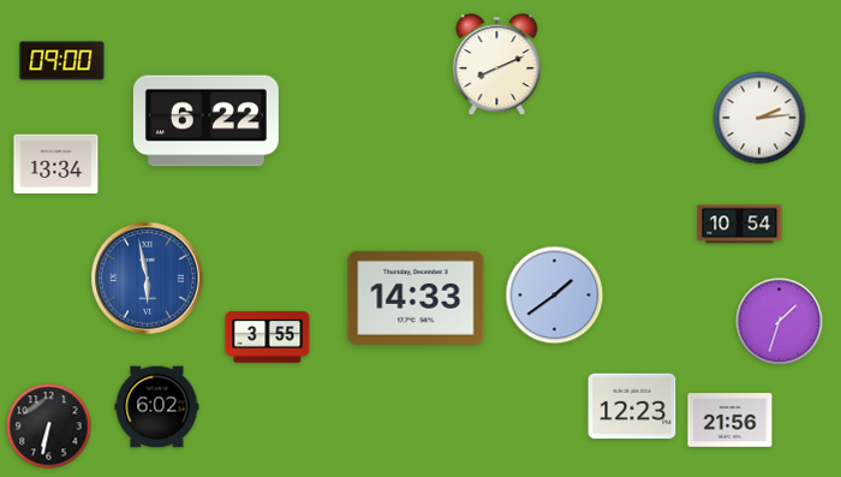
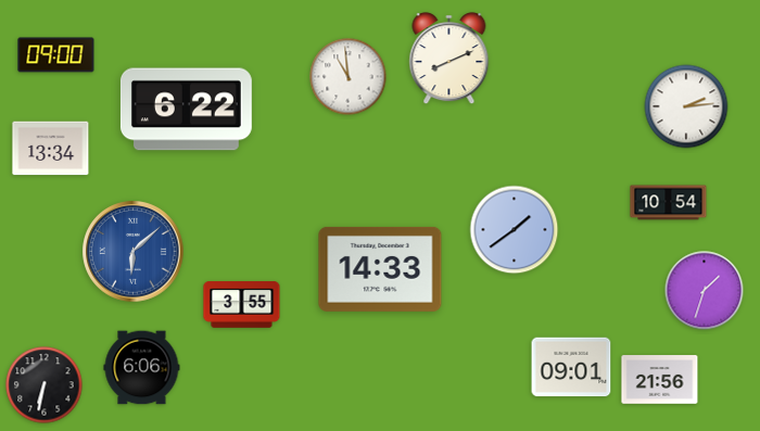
clock at (349, 77): none -> 10:59
clock at (148, 279): 5:58 -> 6:08
clock at (555, 296) position: (555, 296) -> (515, 230)
clock at (416, 298) position: (416, 298) -> (380, 269)
clock at (632, 406): 12:23 -> 09:01
clock at (157, 407): 6:02 -> 6:06
